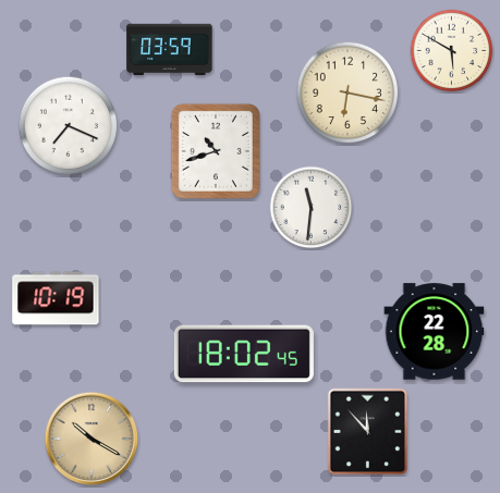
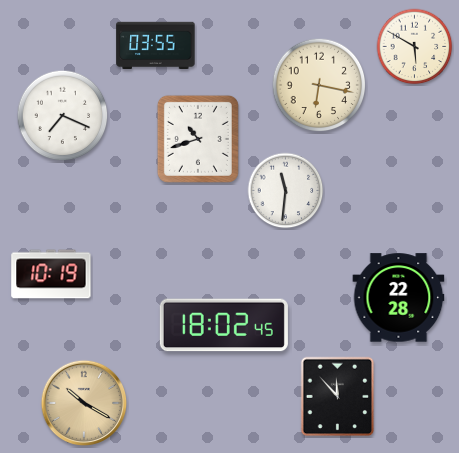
clock at (170, 49): 03:59 -> 03:55
clock at (435, 332) position: (435, 332) -> (399, 298)
